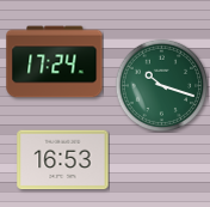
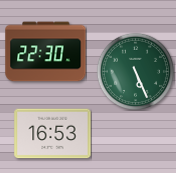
clock at (55, 62): 17:24 -> 22:30
clock at (161, 85): 10:18 -> 5:26
